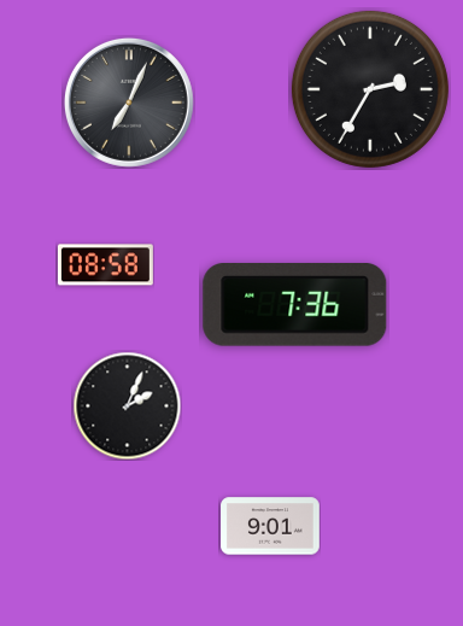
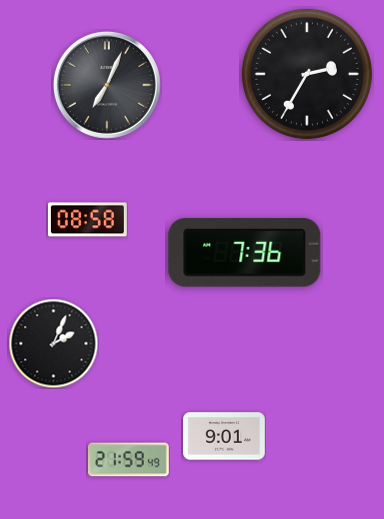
clock at (127, 405) position: (127, 405) -> (53, 343)
clock at (128, 460): none -> 21:59
